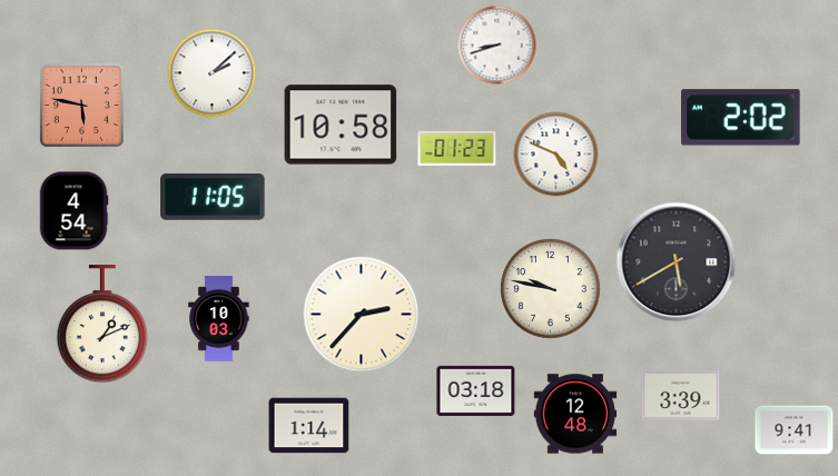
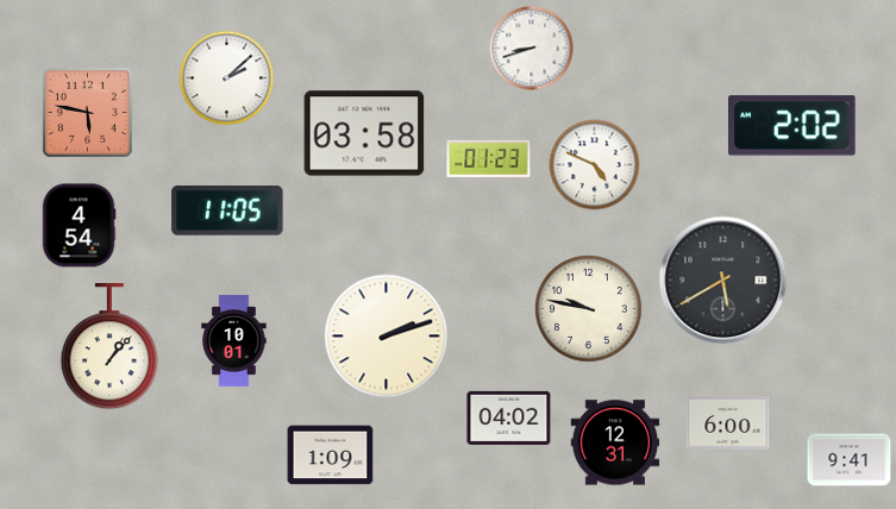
clock at (341, 125): 10:58 -> 03:58
clock at (362, 315): 2:37 -> 2:12
clock at (219, 318): 10:03 -> 10:01
clock at (102, 325): 1:11 -> 1:07
clock at (476, 390): 03:18 -> 04:02
clock at (681, 395): 3:39 -> 6:00
clock at (575, 414): 12:48 -> 12:31
clock at (309, 426): 1:14 -> 1:09
